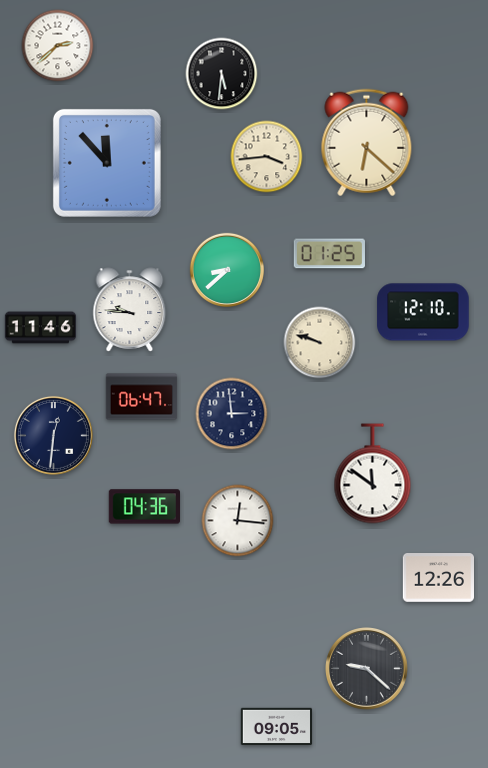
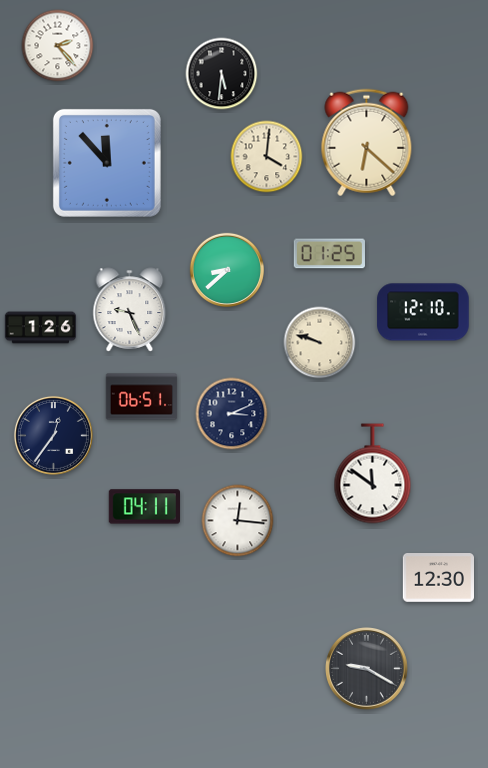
clock at (58, 46): 2:38 -> 2:23
clock at (267, 157): 3:44 -> 4:01
clock at (130, 310): 9:46 -> 9:26
clock at (41, 328): 11:46 -> 1:26
clock at (142, 397): 06:47 -> 06:51
clock at (232, 414): 2:59 -> 3:11
clock at (53, 435): 12:31 -> 12:36
clock at (144, 507): 04:36 -> 04:11
clock at (438, 578): 12:26 -> 12:30
clock at (367, 669): 9:22 -> 9:20
clock at (277, 726): 09:05 -> none
